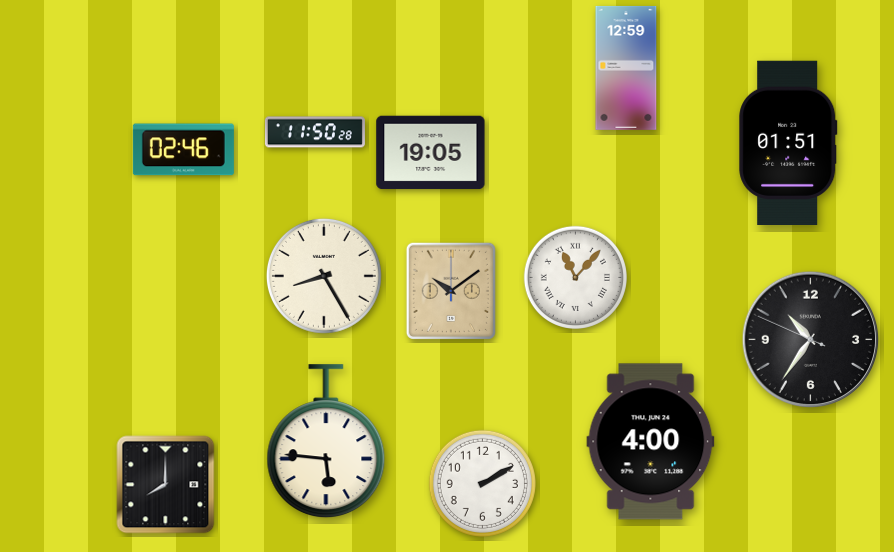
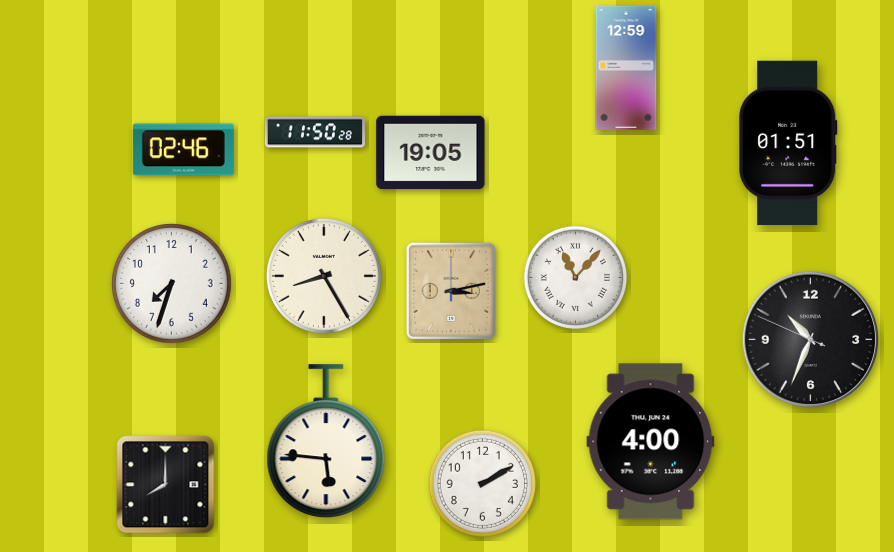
clock at (172, 284): none -> 7:33
clock at (451, 291): 10:09 -> 3:13
clock at (811, 340): 10:35 -> 10:33
